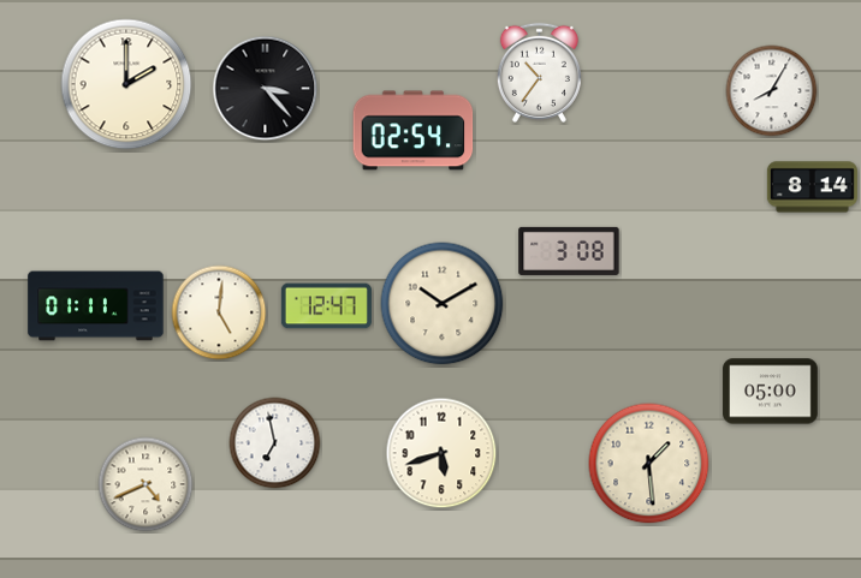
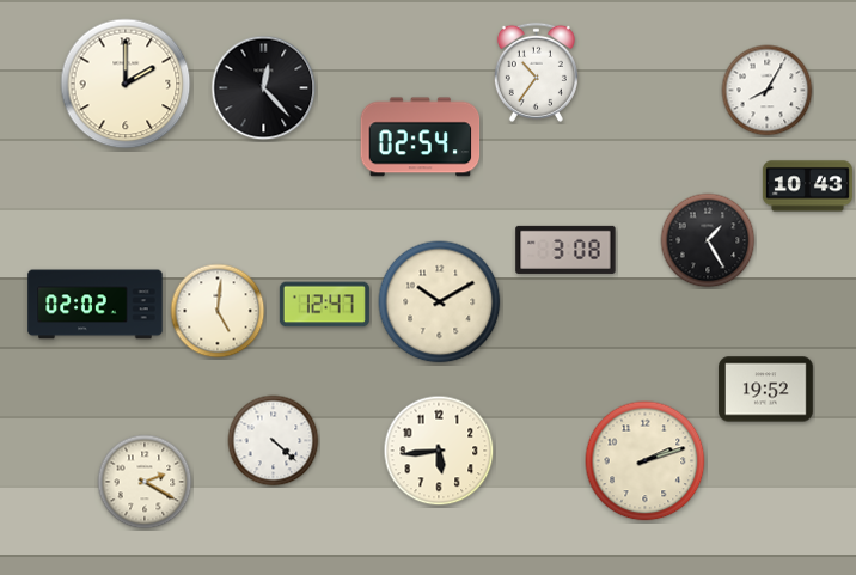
clock at (266, 89): 3:23 -> 12:23
clock at (414, 131) position: (414, 131) -> (421, 137)
clock at (812, 187): 8:14 -> 10:43
clock at (708, 240): none -> 1:25
clock at (96, 306): 01:11 -> 02:02
clock at (771, 392): 05:00 -> 19:52
clock at (275, 443): 6:58 -> 4:22
clock at (441, 453): 5:42 -> 5:44
clock at (649, 464): 1:29 -> 2:12
clock at (146, 484): 4:41 -> 2:20
